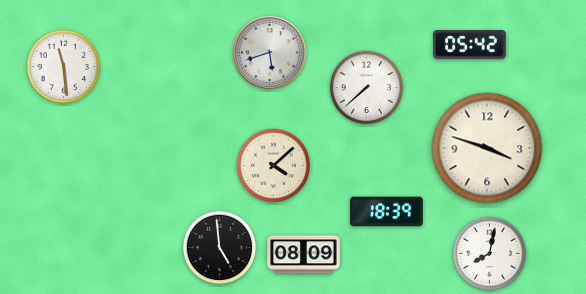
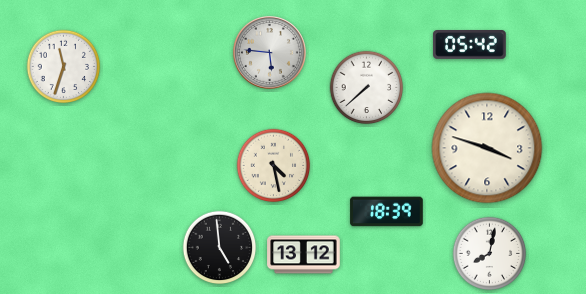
clock at (269, 52): 5:42 -> 5:46
clock at (64, 67): 11:29 -> 11:33
clock at (274, 166): 4:08 -> 4:28
clock at (304, 255): 08:09 -> 13:12
